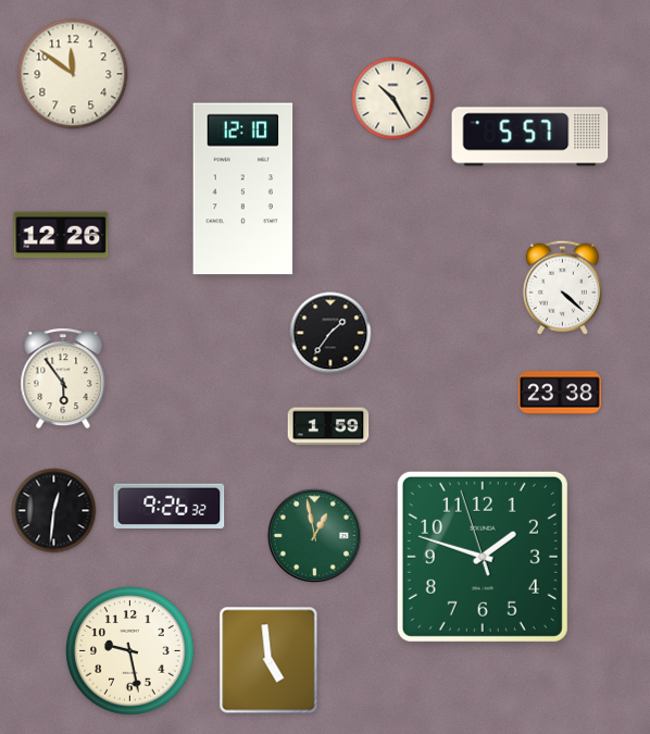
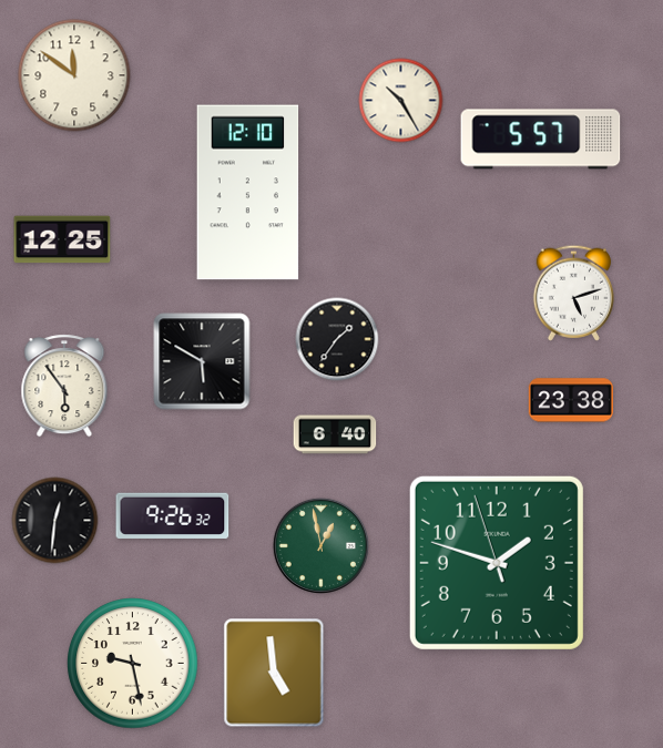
clock at (61, 235): 12:26 -> 12:25
clock at (562, 287): 4:22 -> 5:12
clock at (202, 361): none -> 5:50
clock at (328, 426): 1:59 -> 6:40
clock at (483, 557) position: (483, 557) -> (497, 563)
